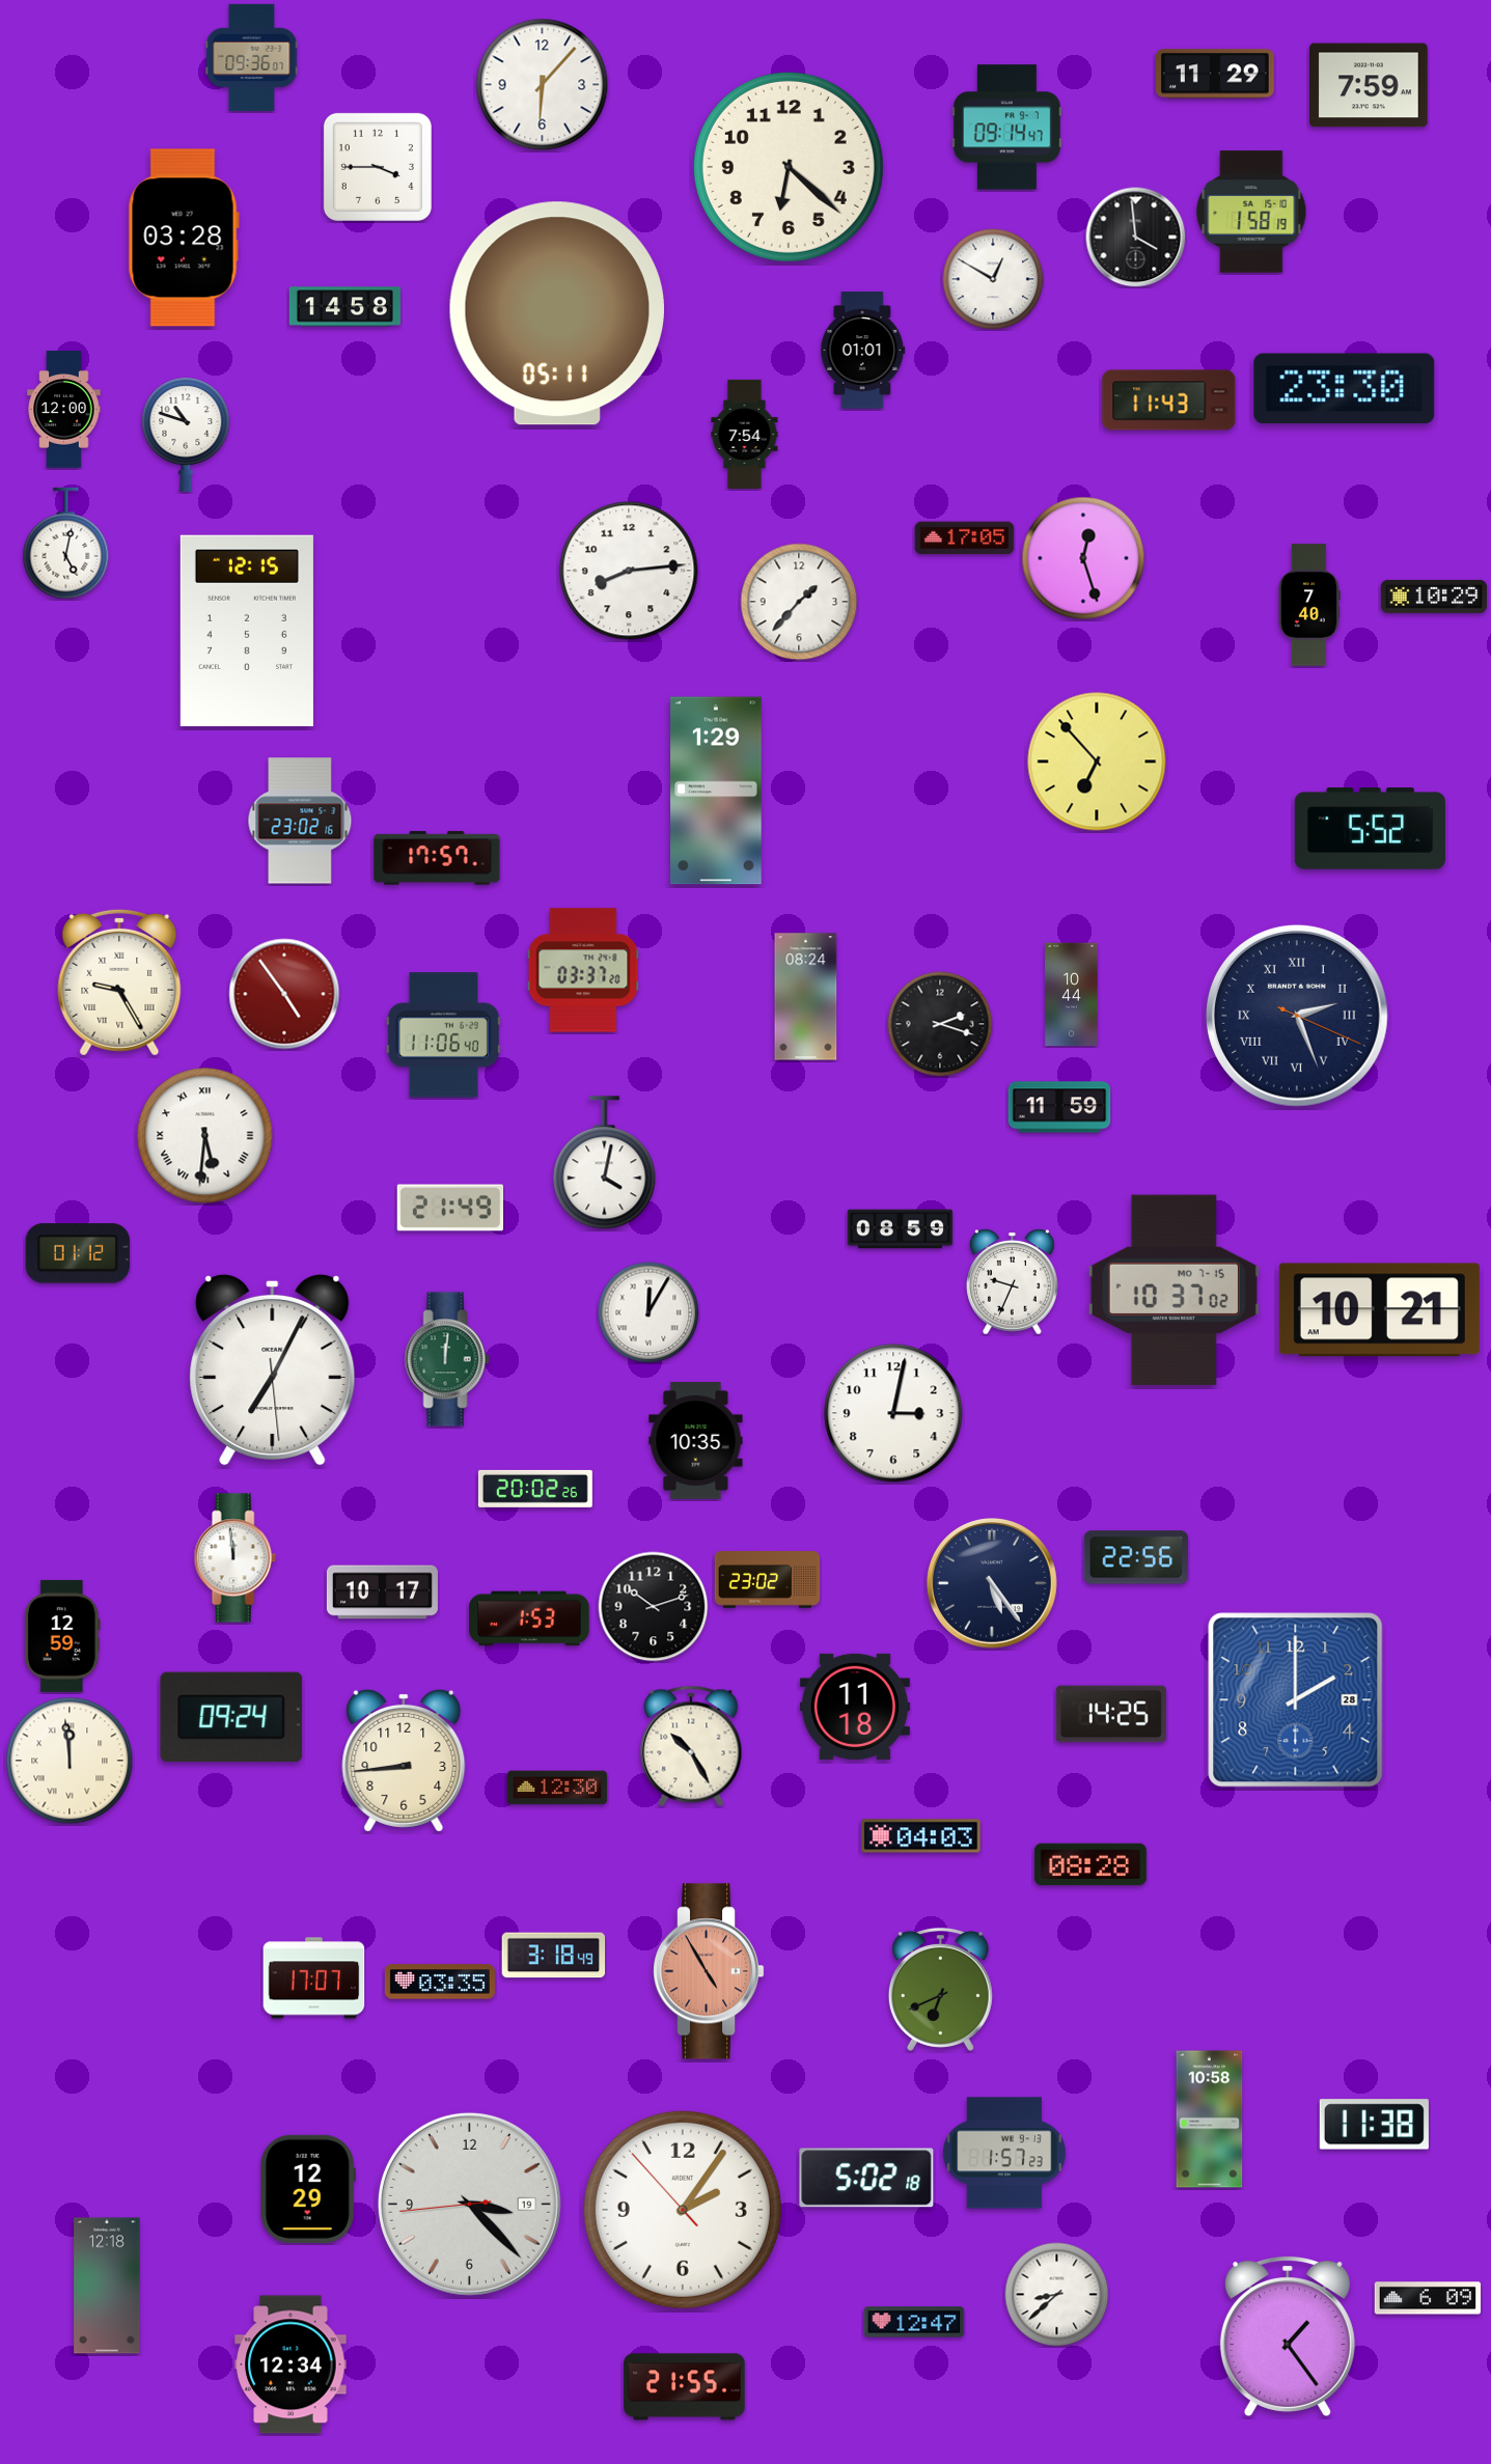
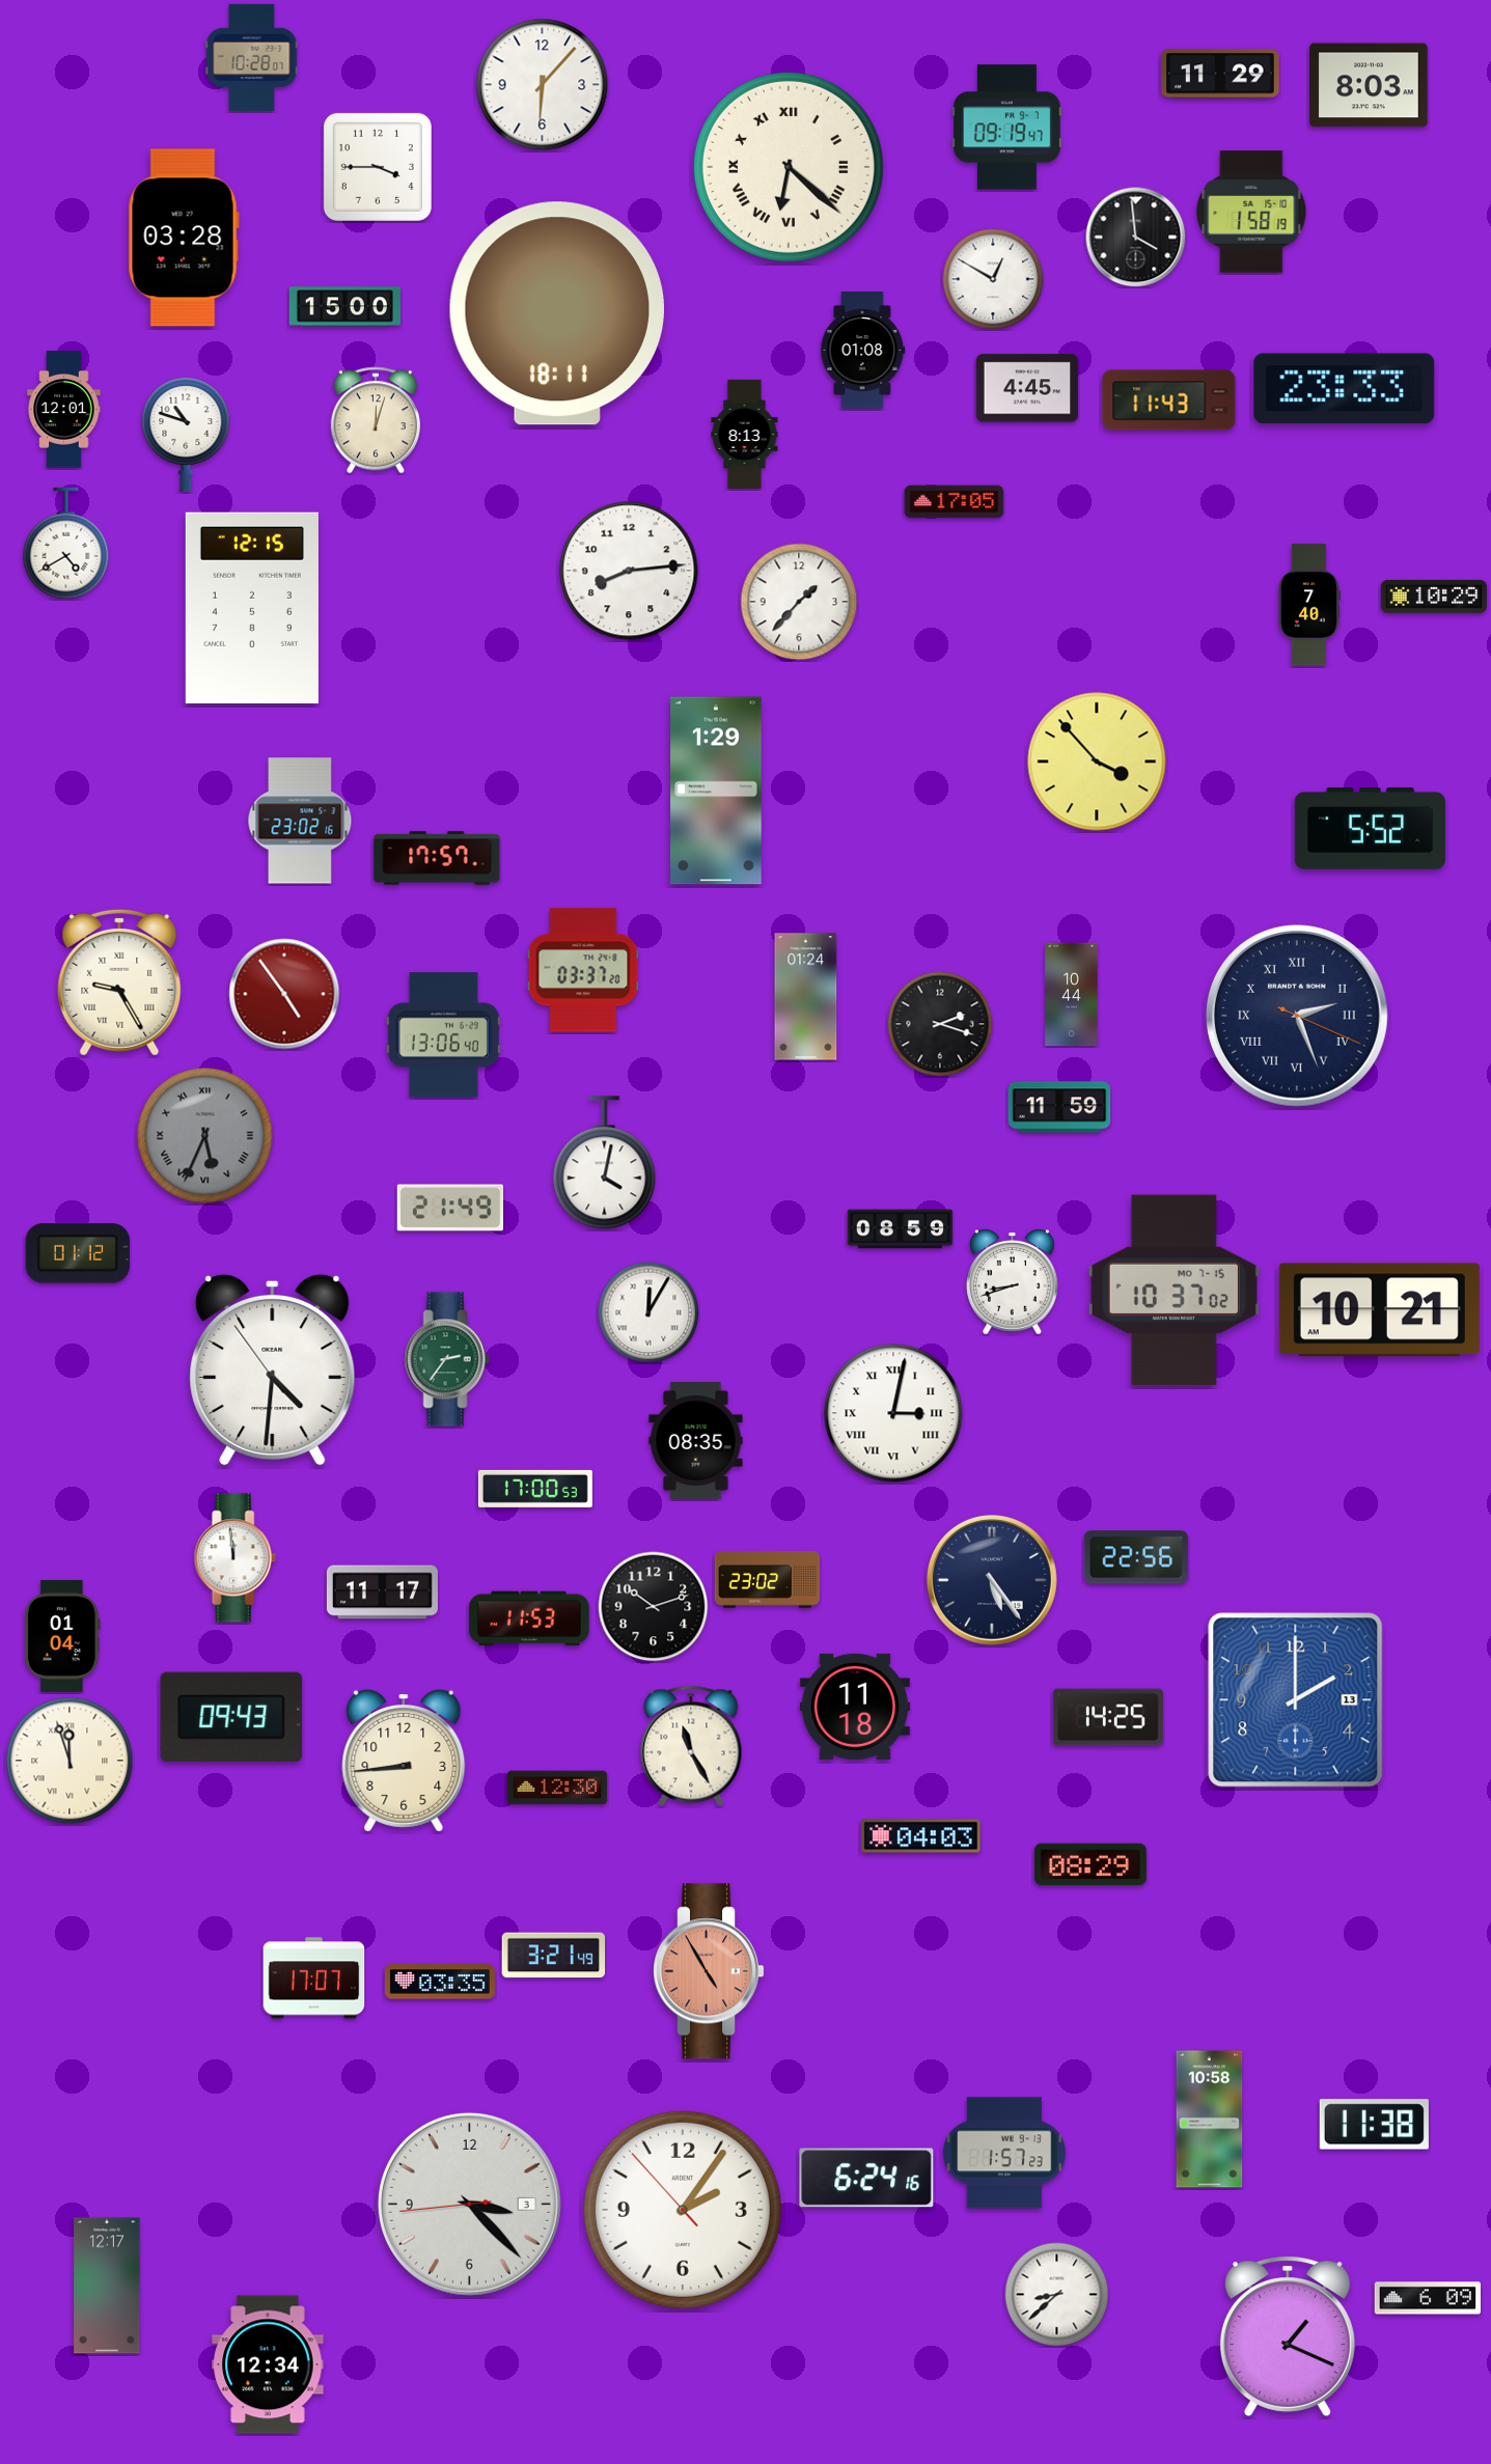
clock at (252, 57): 09:36 -> 10:28
clock at (1216, 74) position: (1216, 74) -> (1221, 74)
clock at (1369, 85): 7:59 -> 8:03
clock at (1006, 128): 09:14 -> 09:19
clock at (789, 167) numerals: Arabic -> Roman
clock at (344, 307): 14:58 -> 15:00
clock at (557, 313): 05:11 -> 18:11
clock at (863, 351): 01:01 -> 01:08
clock at (1027, 388): none -> 4:45
clock at (1345, 389): 23:30 -> 23:33
clock at (64, 410): 12:00 -> 12:01
clock at (376, 420): none -> 12:03
clock at (745, 434): 7:54 -> 8:13
clock at (965, 538) position: (965, 538) -> (955, 502)
clock at (66, 544): 5:02 -> 4:40
clock at (1083, 558): 12:27 -> none
clock at (247, 631) position: (247, 631) -> (252, 608)
clock at (1097, 762): 6:53 -> 3:53
clock at (806, 997): 08:24 -> 01:24
clock at (443, 1035): 11:06 -> 13:06
clock at (205, 1136): 5:31 -> 5:34
clock at (205, 1136) dial: white -> grey
clock at (1013, 1282): 9:34 -> 8:42
clock at (447, 1359): 12:01 -> 2:36
clock at (273, 1369): 7:04 -> 4:30
clock at (893, 1413) numerals: Arabic -> Roman
clock at (696, 1441): 10:35 -> 08:35
clock at (535, 1489): 20:02 -> 17:00
clock at (992, 1583) position: (992, 1583) -> (992, 1580)
clock at (382, 1593): 10:17 -> 11:17
clock at (529, 1618): 1:53 -> 11:53
clock at (62, 1636): 12:59 -> 01:04
clock at (1296, 1700) date: 28 -> 13
clock at (1111, 1714) position: (1111, 1714) -> (1108, 1717)
clock at (231, 1716): 09:24 -> 09:43
clock at (691, 1746): 10:25 -> 11:25
clock at (70, 1761): 11:59 -> 11:57
clock at (1090, 1864): 08:28 -> 08:29
clock at (554, 1956): 3:18 -> 3:21
clock at (940, 1989): 6:41 -> none
clock at (866, 2178): 5:02 -> 6:24
clock at (308, 2189): 12:29 -> none
clock at (469, 2204) date: 19 -> 3
clock at (107, 2286): 12:18 -> 12:17
clock at (914, 2322): 12:47 -> none
clock at (1288, 2336): 1:24 -> 1:19
clock at (291, 2364) position: (291, 2364) -> (268, 2364)
clock at (685, 2387): 21:55 -> none
